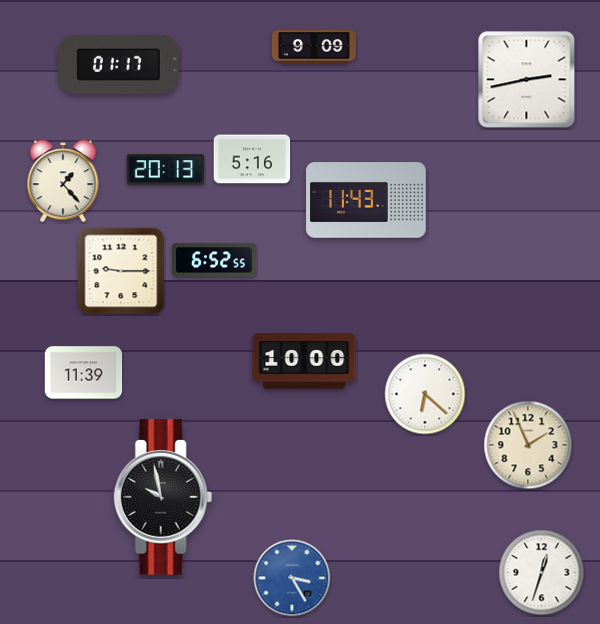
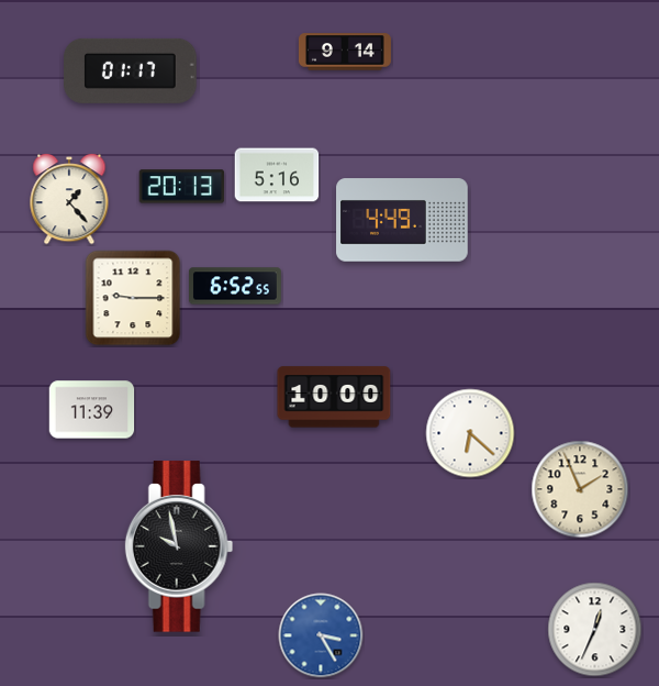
clock at (314, 47): 9:09 -> 9:14
clock at (527, 80): 2:43 -> none
clock at (366, 200): 11:43 -> 4:49
clock at (425, 394) position: (425, 394) -> (470, 433)
clock at (542, 573): 12:33 -> 12:34
